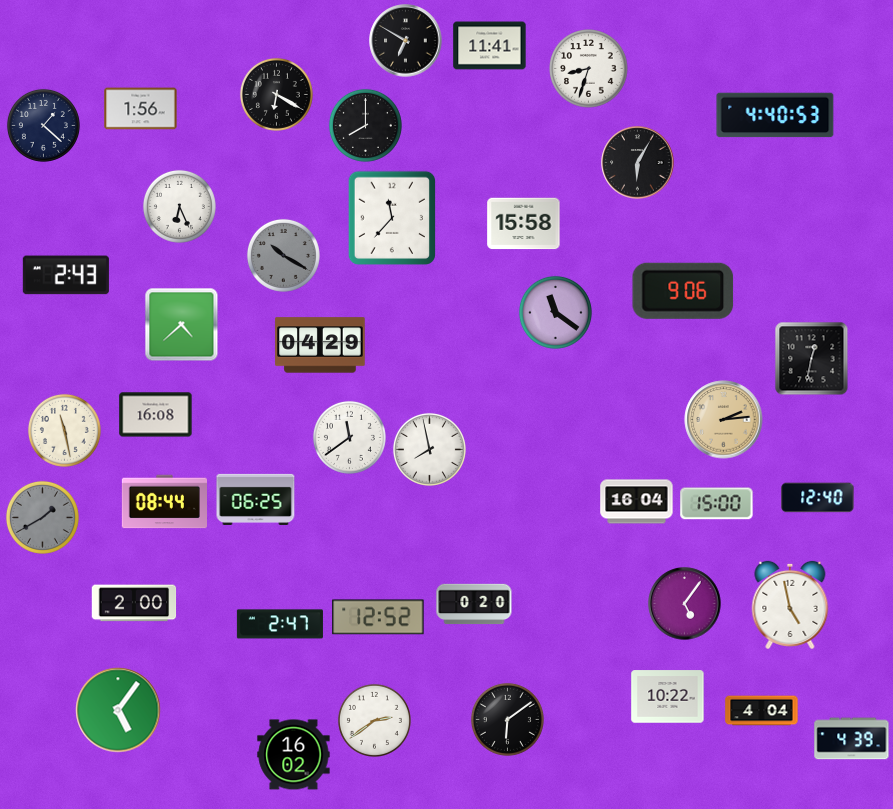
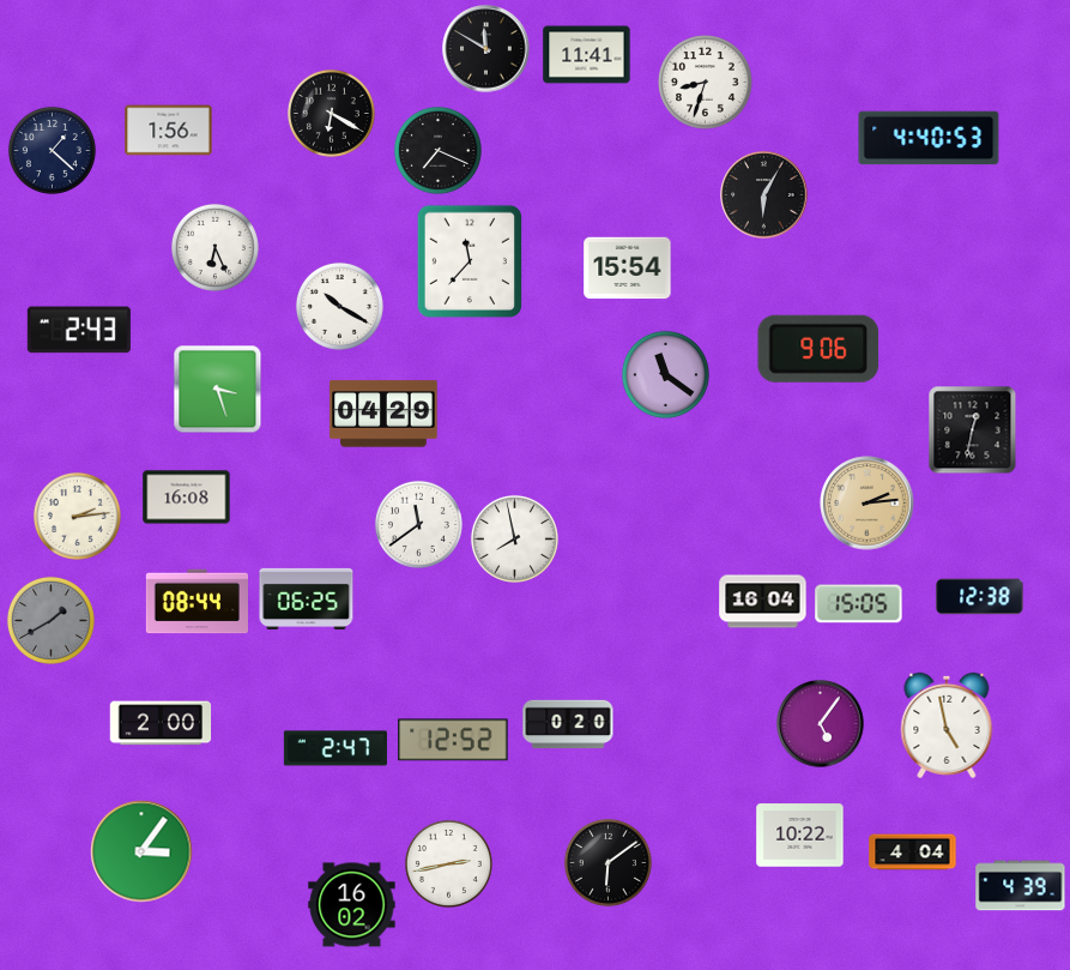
clock at (406, 41): 6:50 -> 11:50
clock at (365, 125): 8:00 -> 7:19
clock at (524, 224): 15:58 -> 15:54
clock at (283, 255) dial: grey -> white
clock at (182, 325): 4:38 -> 3:27
clock at (64, 430): 11:28 -> 2:14
clock at (818, 498): 12:40 -> 12:38
clock at (717, 504): 15:00 -> 15:05
clock at (118, 710): 5:06 -> 3:06
clock at (374, 720): 2:39 -> 2:43
